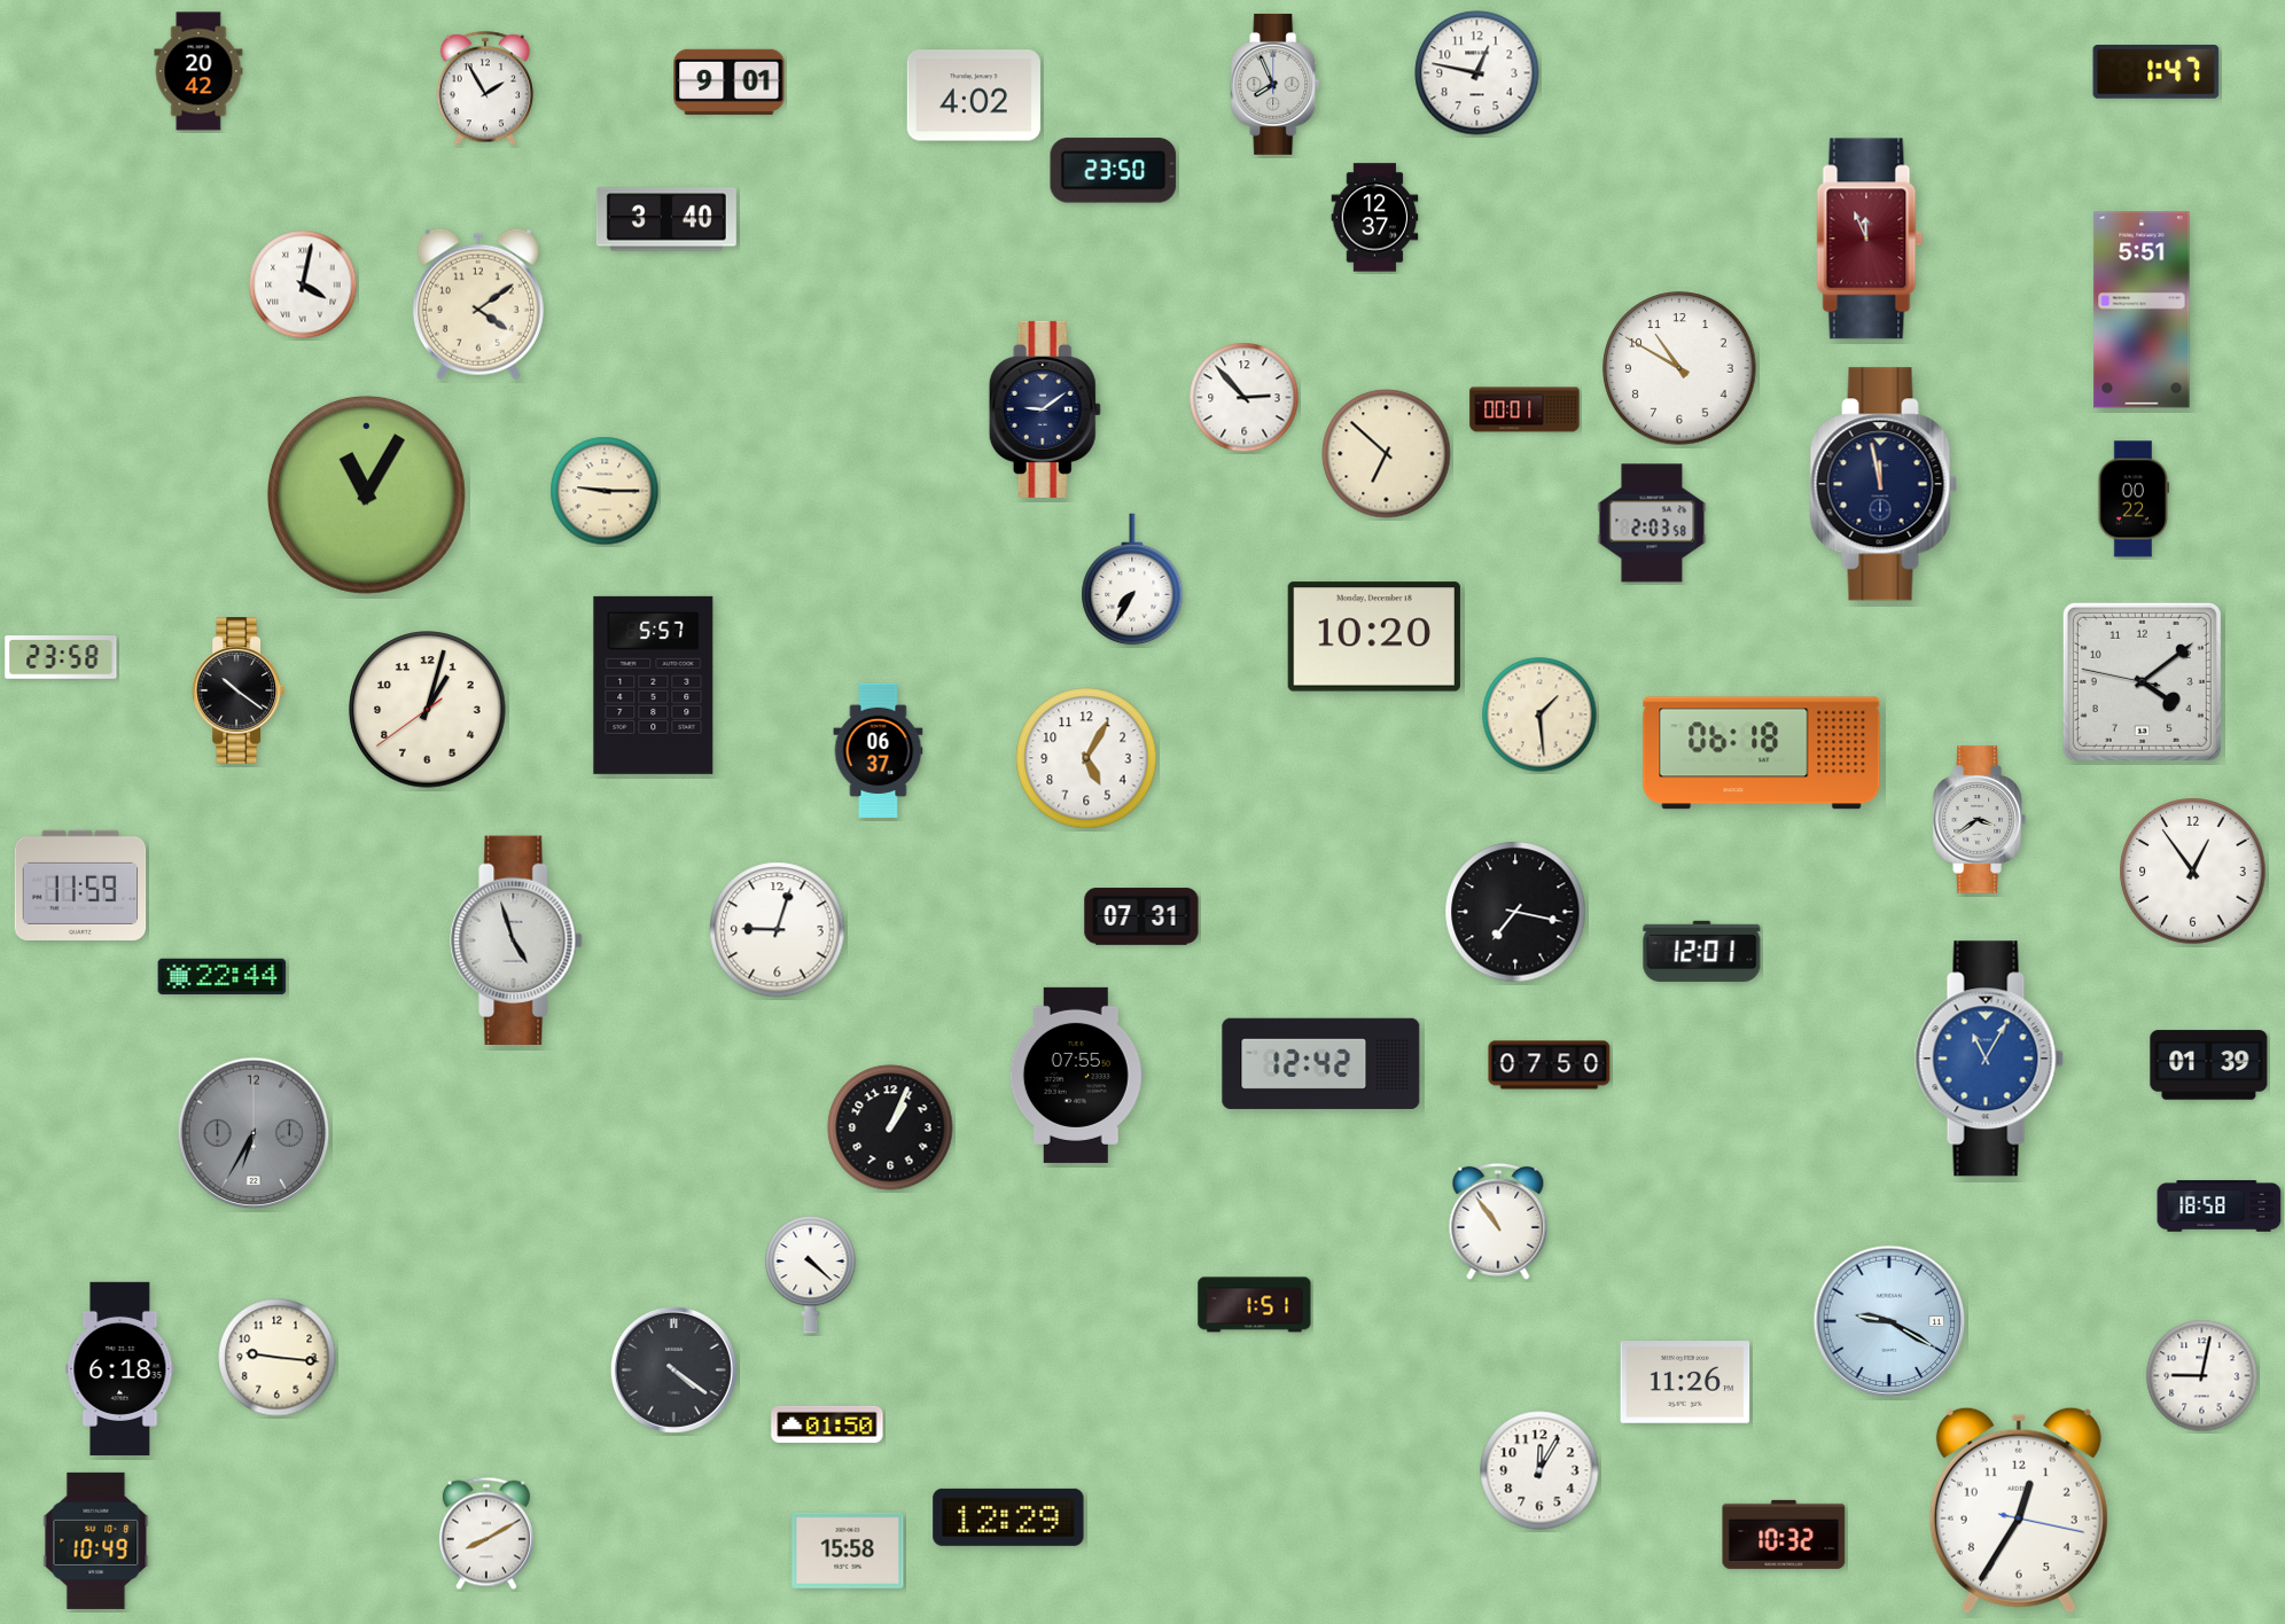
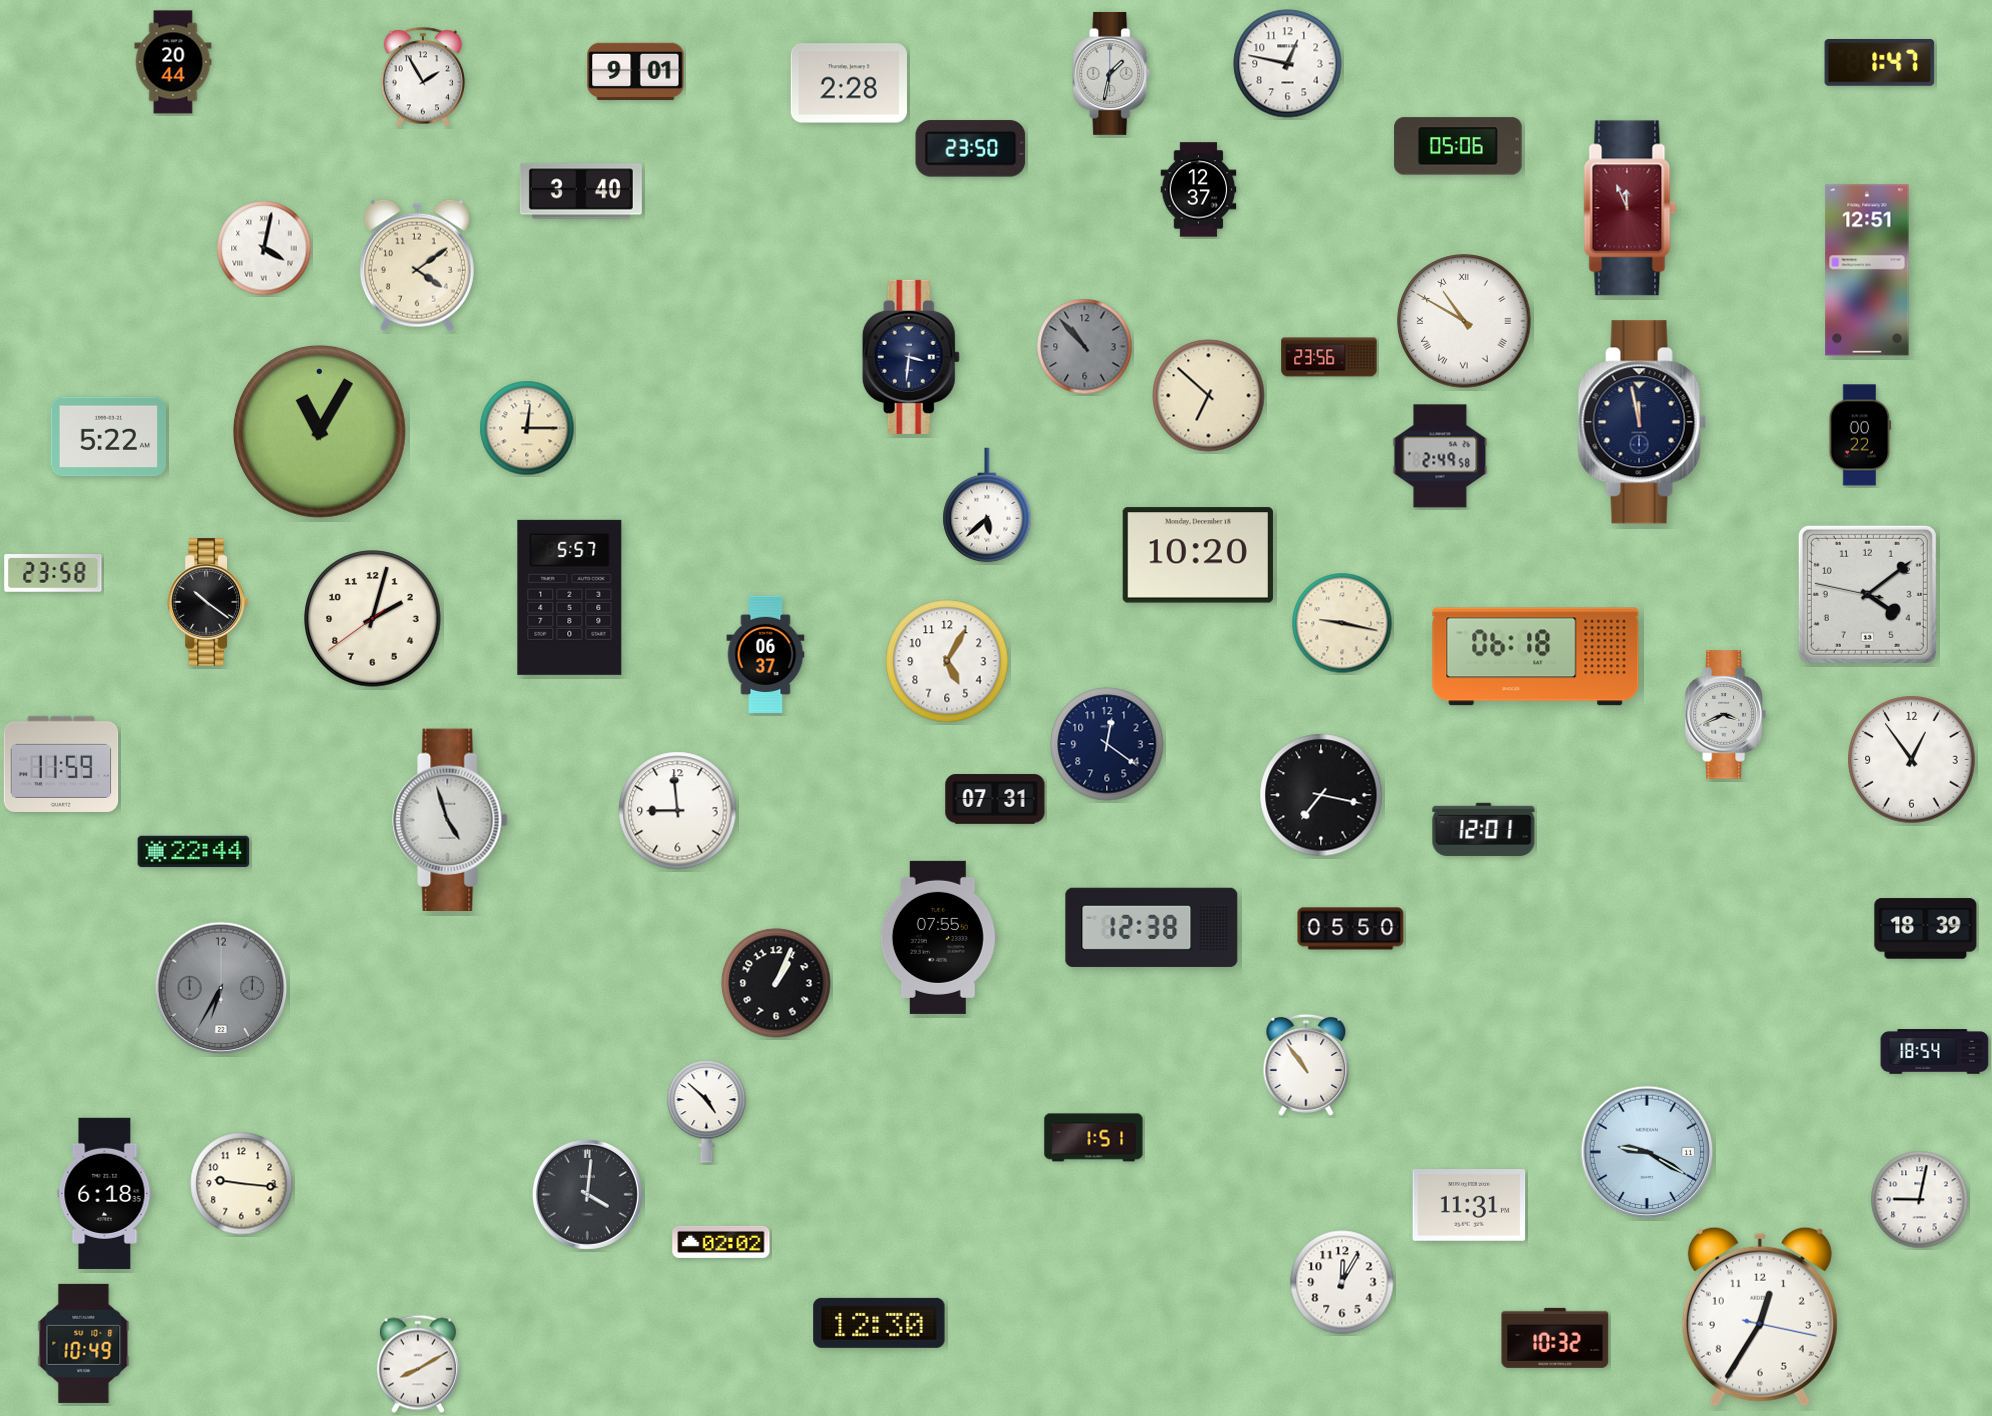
clock at (198, 71): 20:42 -> 20:44
clock at (1276, 84): 7:56 -> 1:32
clock at (974, 95): 4:02 -> 2:28
clock at (1458, 146): none -> 05:06
clock at (2142, 310): 5:51 -> 12:51
clock at (1679, 368) numerals: Arabic -> Roman
clock at (1245, 398): 2:53 -> 10:53
clock at (1245, 398) dial: white -> grey
clock at (1045, 409): 9:09 -> 3:31
clock at (1524, 409): 00:01 -> 23:56
clock at (605, 491): 9:15 -> 12:15
clock at (108, 437): none -> 5:22
clock at (1652, 523): 2:03 -> 2:49
clock at (1132, 579): 7:35 -> 5:38
clock at (428, 710): 1:02 -> 2:02
clock at (1539, 715): 1:29 -> 9:17
clock at (1979, 820): 3:39 -> 3:41
clock at (1107, 744): none -> 12:21
clock at (80, 885) position: (80, 885) -> (61, 764)
clock at (778, 930): 9:03 -> 8:59
clock at (1989, 1059): 11:05 -> none
clock at (1321, 1063): 12:42 -> 12:38
clock at (1550, 1065): 07:50 -> 05:50
clock at (2209, 1065): 01:39 -> 18:39
clock at (2220, 1207): 18:58 -> 18:54
clock at (811, 1275): 4:22 -> 4:52
clock at (673, 1369): 4:21 -> 4:01
clock at (1685, 1383): 11:26 -> 11:31
clock at (827, 1424): 01:50 -> 02:02
clock at (1008, 1517): 12:29 -> 12:30
clock at (486, 1533) position: (486, 1533) -> (418, 1364)
clock at (848, 1551): 15:58 -> none
